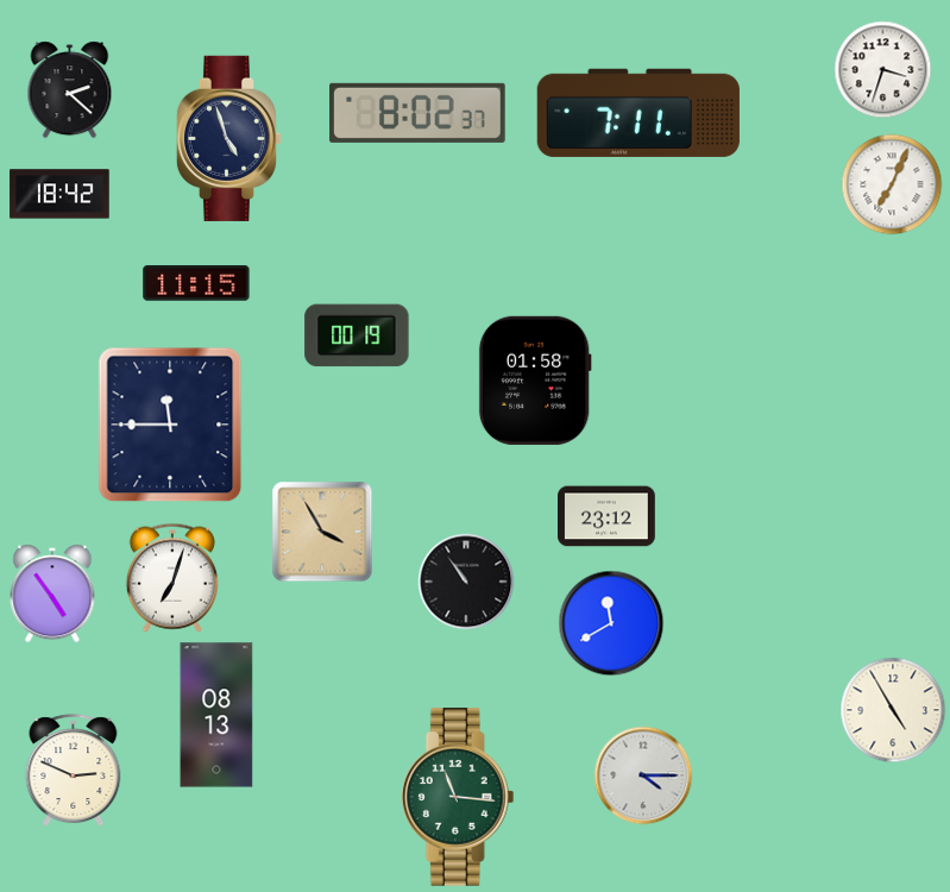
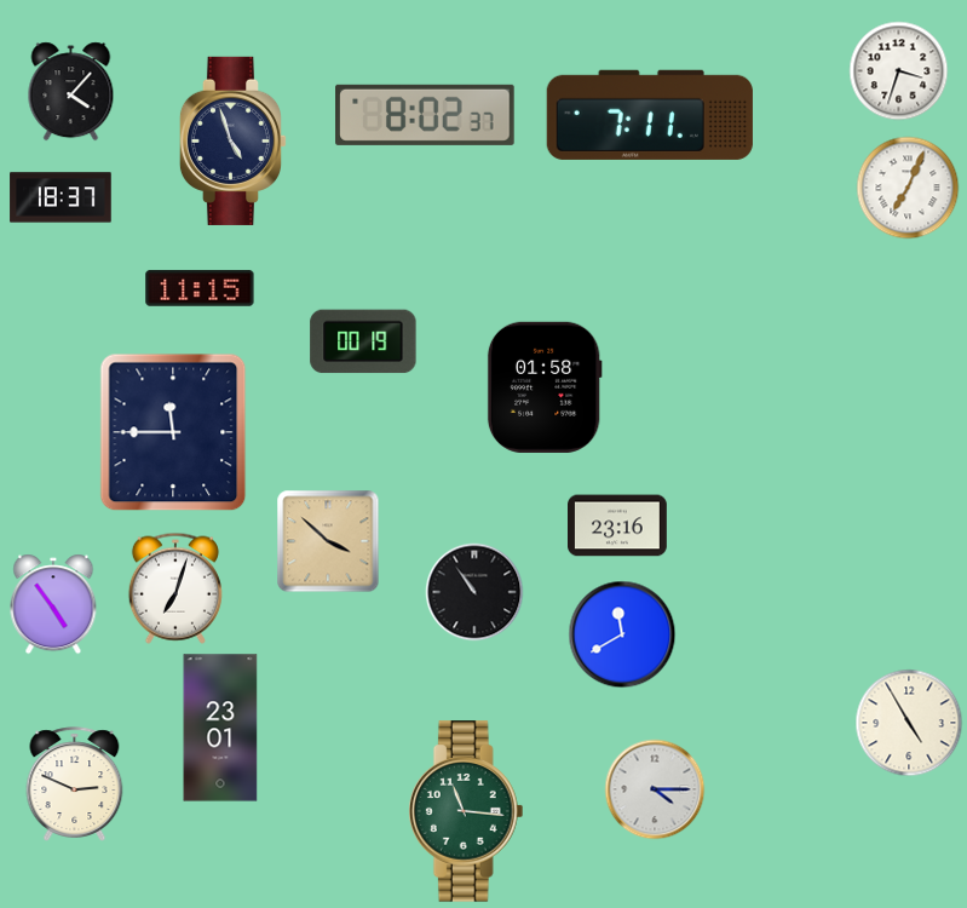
clock at (70, 90): 2:22 -> 4:07
clock at (59, 194): 18:42 -> 18:37
clock at (608, 516): 23:12 -> 23:16
clock at (322, 532): 3:55 -> 3:52
clock at (216, 715): 08:13 -> 23:01
